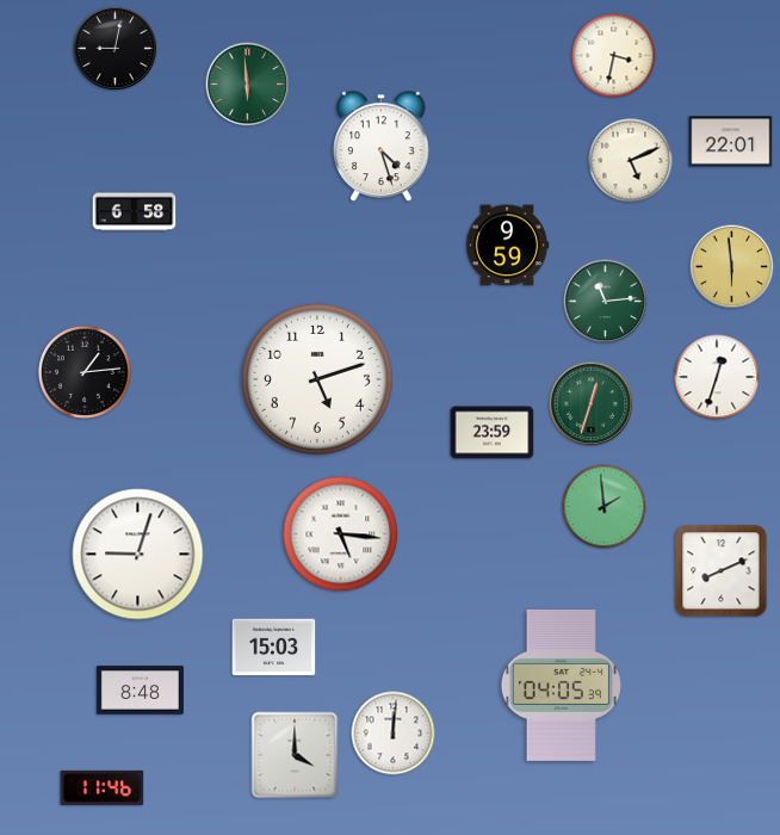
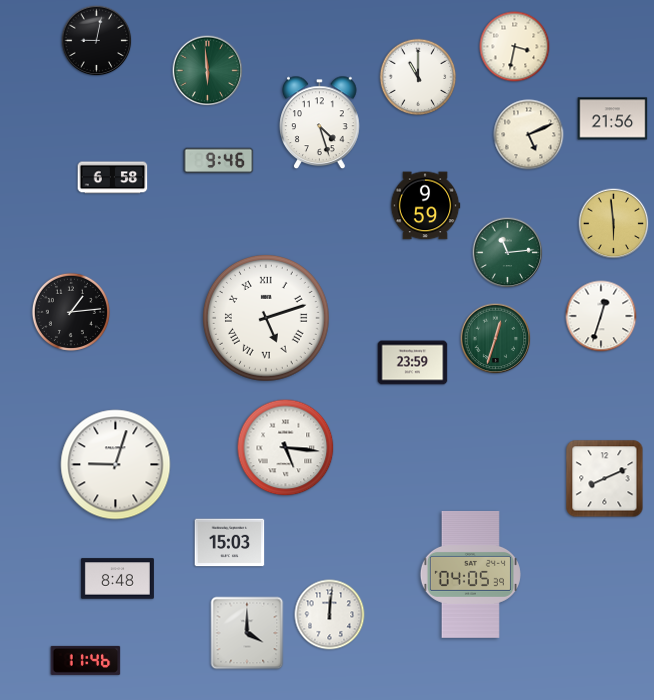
clock at (418, 77): none -> 11:00
clock at (731, 142): 22:01 -> 21:56
clock at (219, 161): none -> 9:46
clock at (317, 379) numerals: Arabic -> Roman
clock at (605, 507): 1:59 -> none
